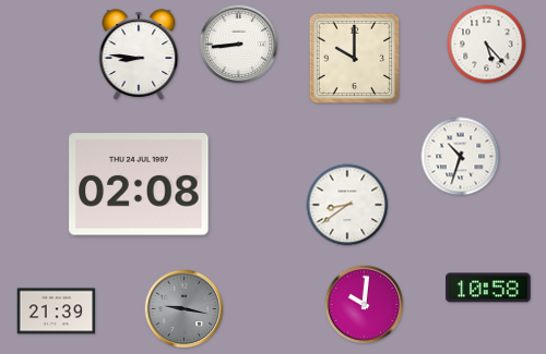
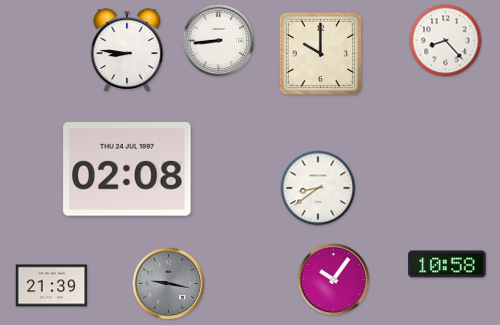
clock at (487, 45): 5:23 -> 8:23
clock at (355, 59) position: (355, 59) -> (321, 54)
clock at (461, 157): 10:33 -> none
clock at (365, 305): 10:01 -> 10:06
